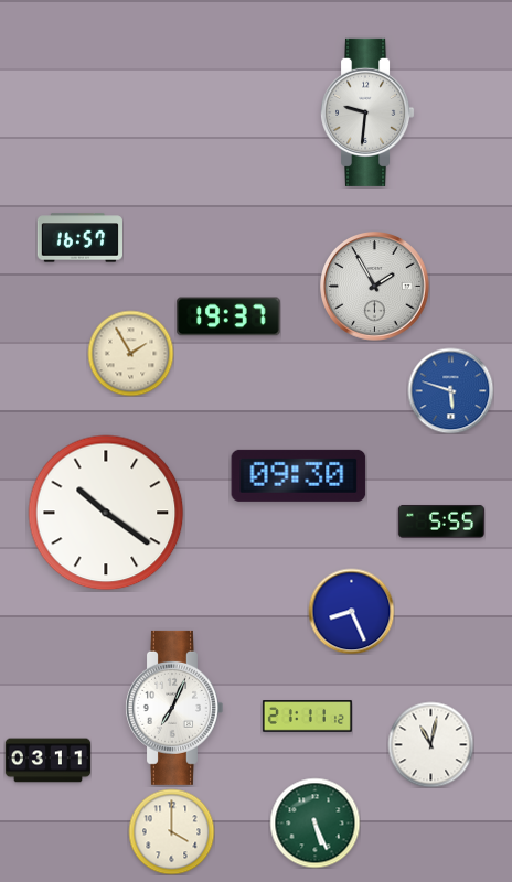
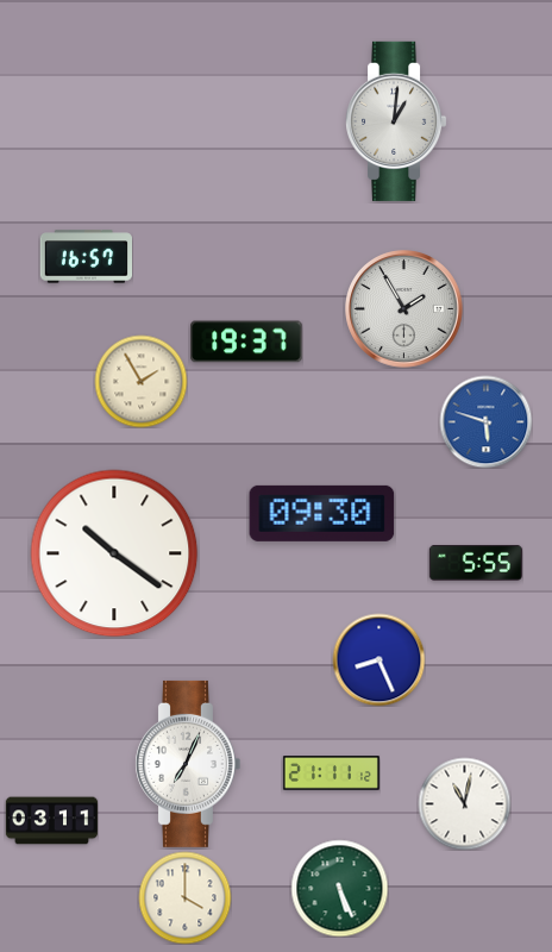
clock at (369, 112): 9:31 -> 1:01
